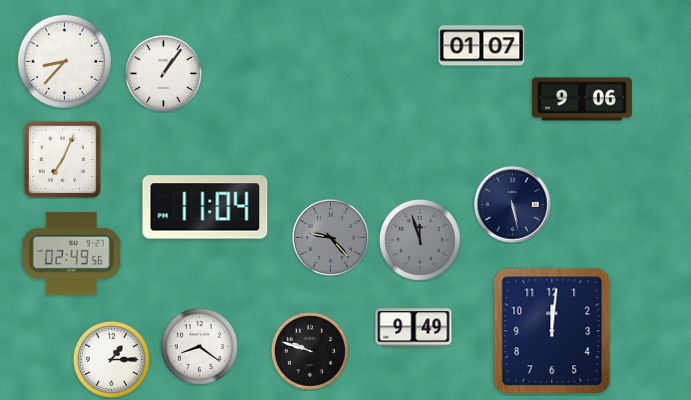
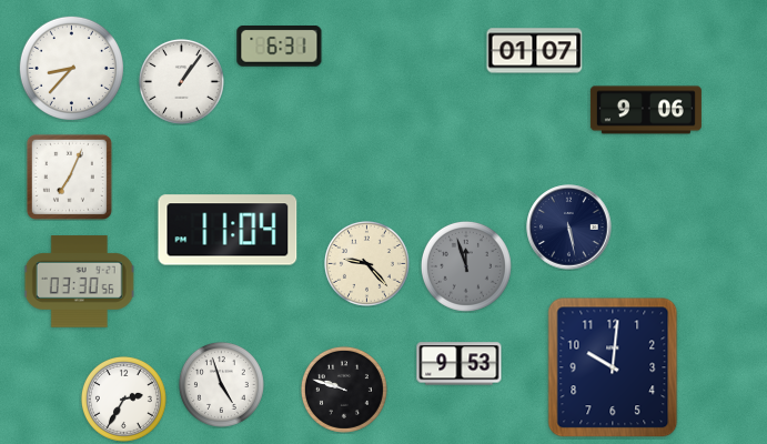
clock at (280, 47): none -> 6:31
clock at (330, 237) dial: grey -> cream
clock at (71, 254): 02:49 -> 03:30
clock at (414, 328): 9:49 -> 9:53
clock at (552, 331): 12:01 -> 10:01
clock at (199, 346): 8:21 -> 4:57
clock at (111, 359): 1:15 -> 2:35
